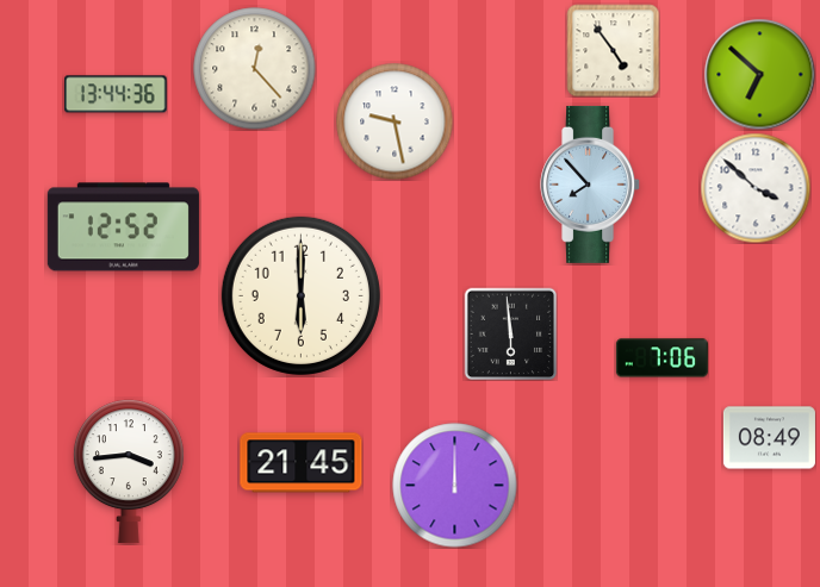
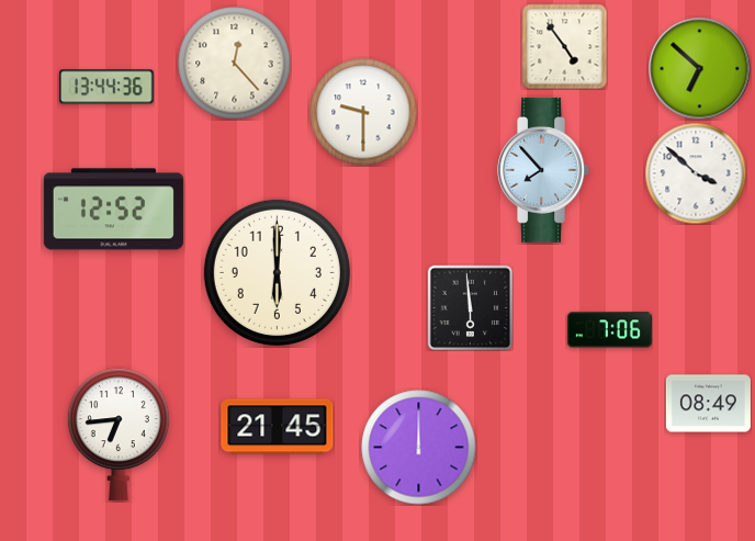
clock at (395, 121): 9:28 -> 9:30
clock at (129, 472): 3:44 -> 6:44
